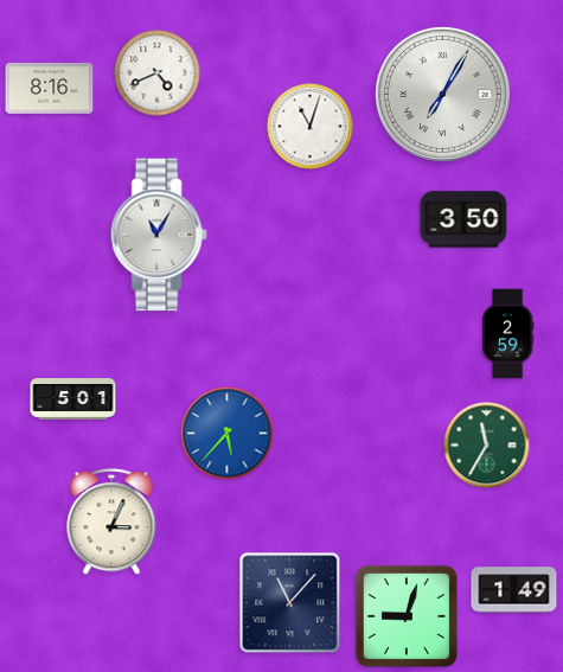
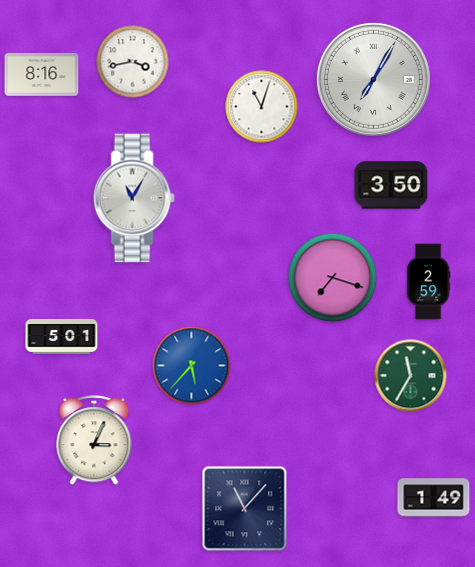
clock at (158, 73): 4:41 -> 3:43
clock at (333, 278): none -> 7:18
clock at (407, 616): 9:03 -> none
